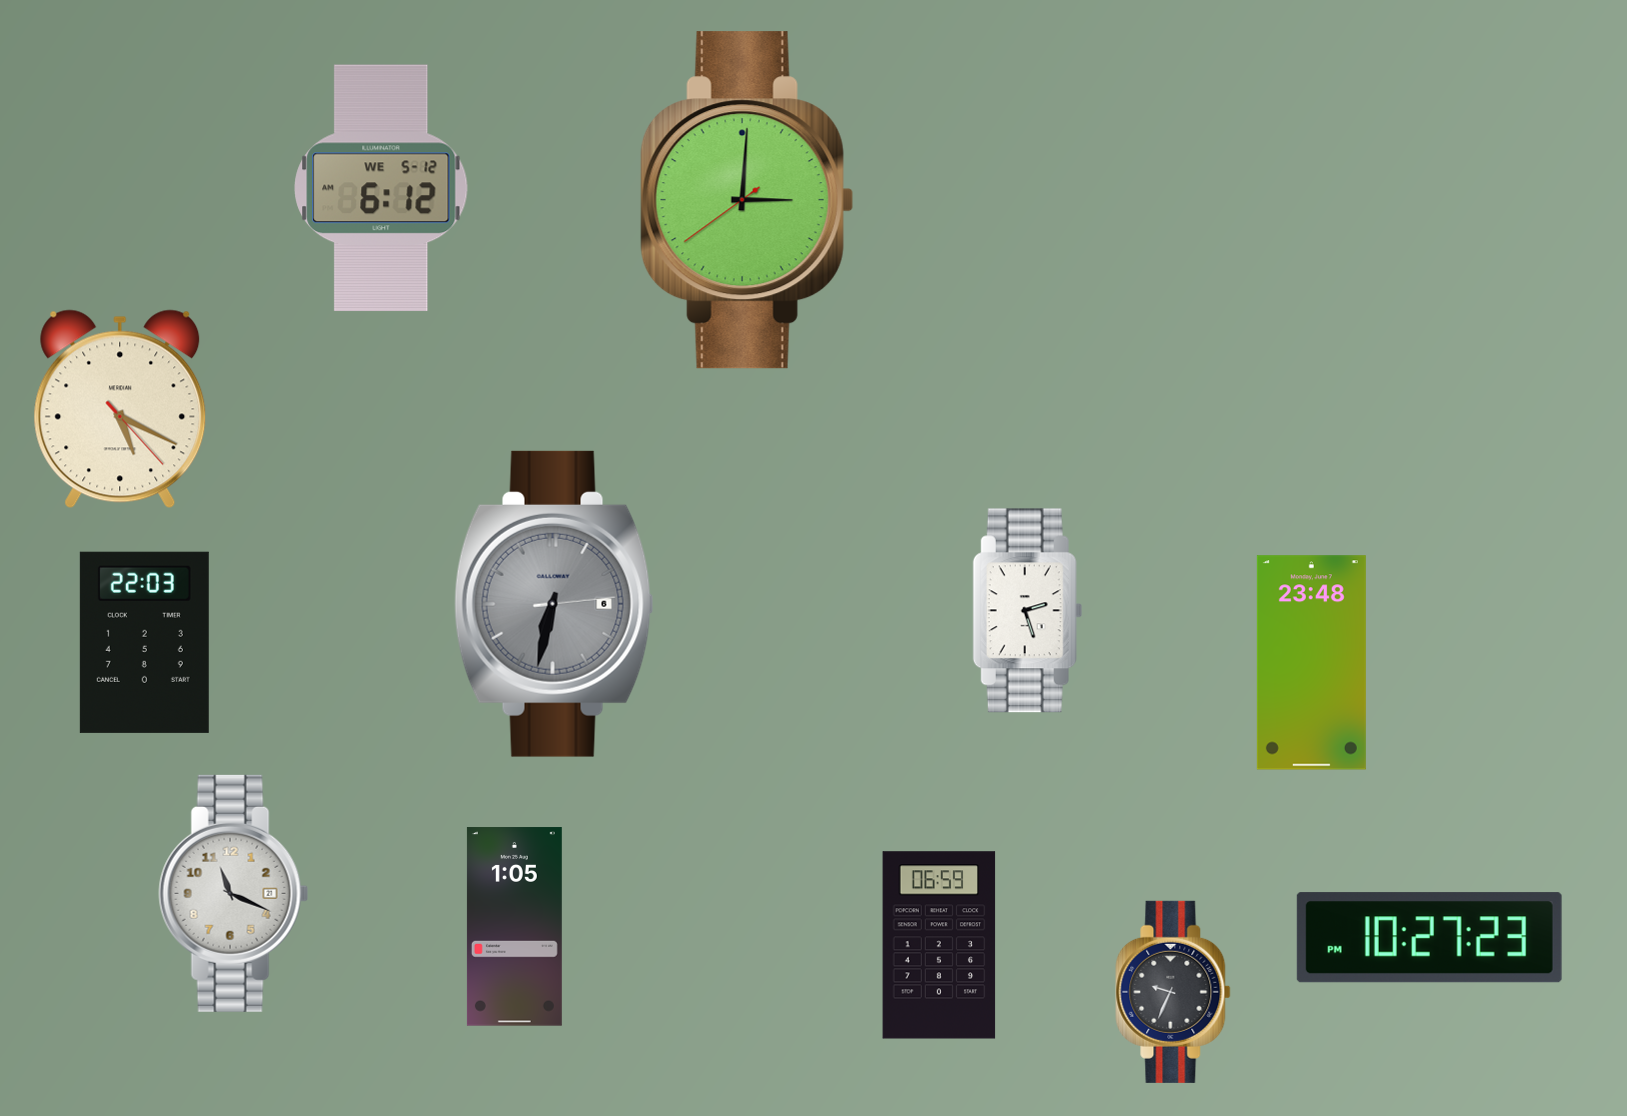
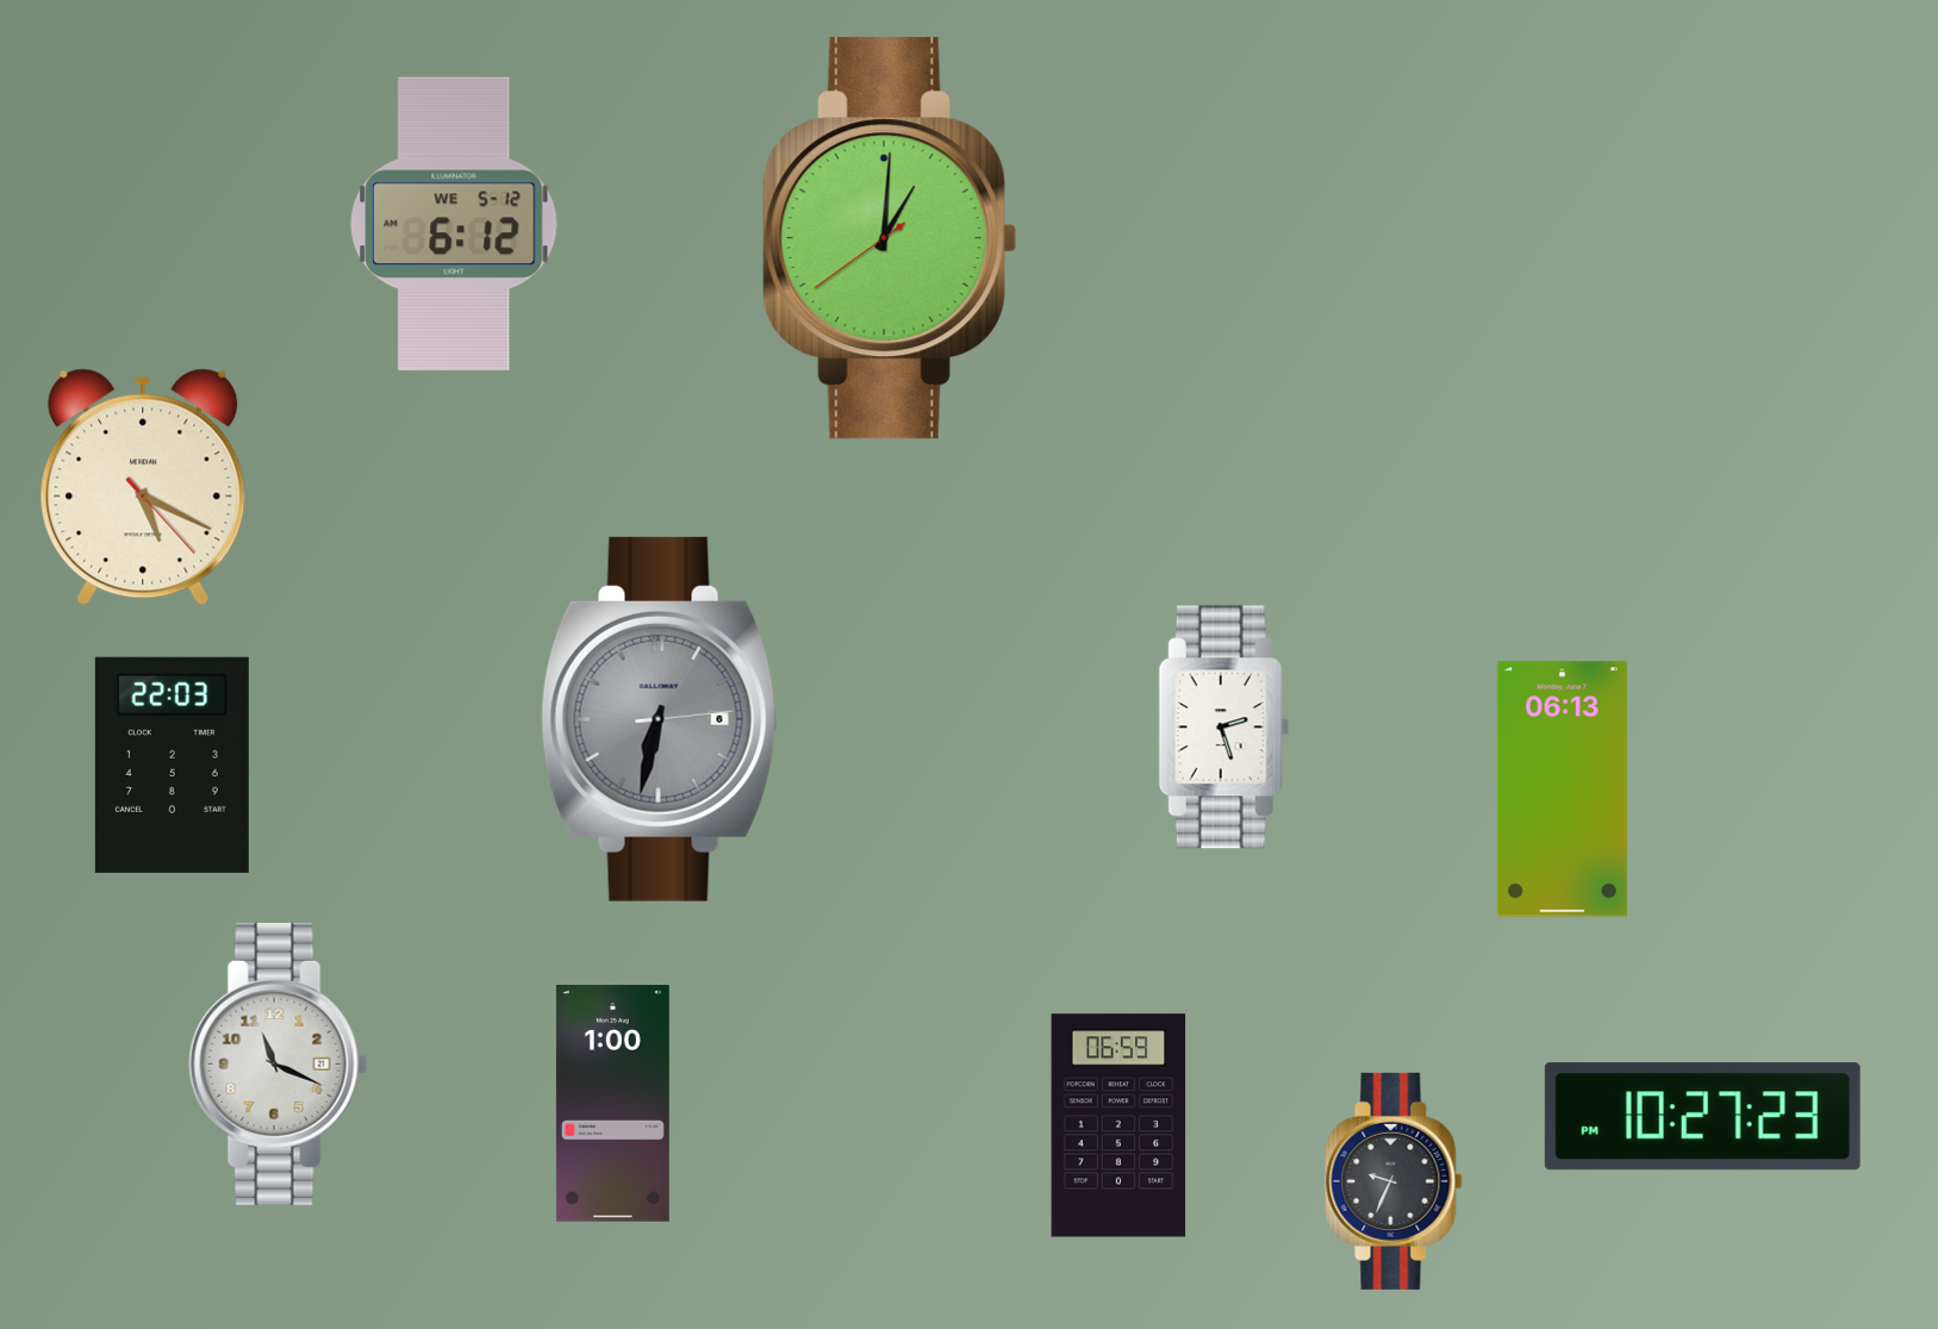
clock at (747, 200): 3:00 -> 1:00
clock at (1311, 663): 23:48 -> 06:13
clock at (514, 927): 1:05 -> 1:00
clock at (1173, 992) position: (1173, 992) -> (1394, 1181)
